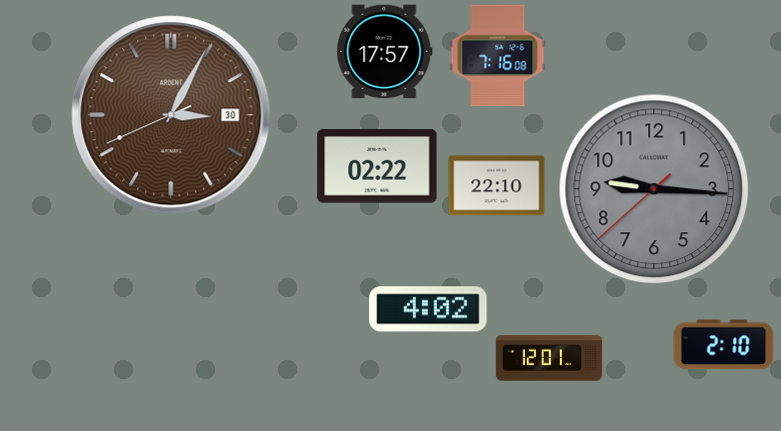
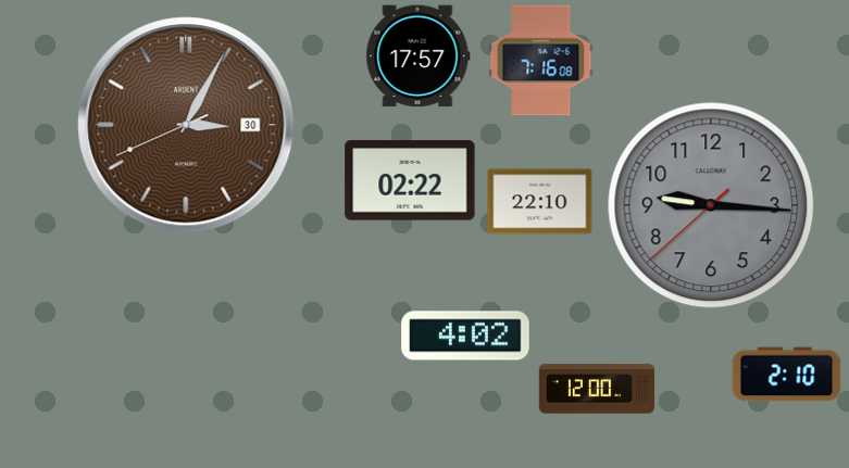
clock at (549, 358): 12:01 -> 12:00
